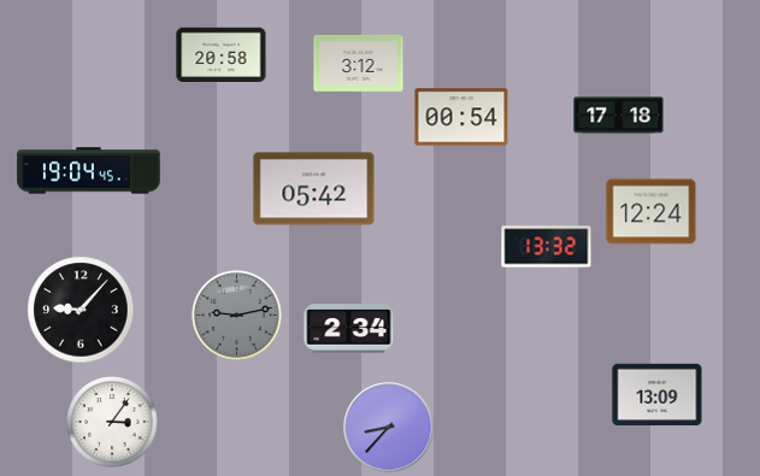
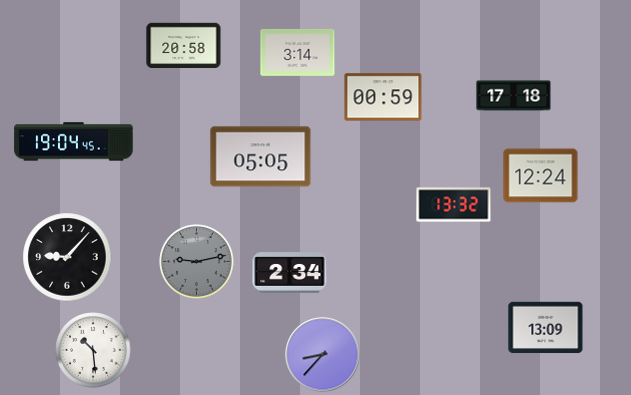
clock at (359, 63): 3:12 -> 3:14
clock at (461, 117): 00:54 -> 00:59
clock at (314, 189): 05:42 -> 05:05
clock at (112, 422): 3:06 -> 10:29
